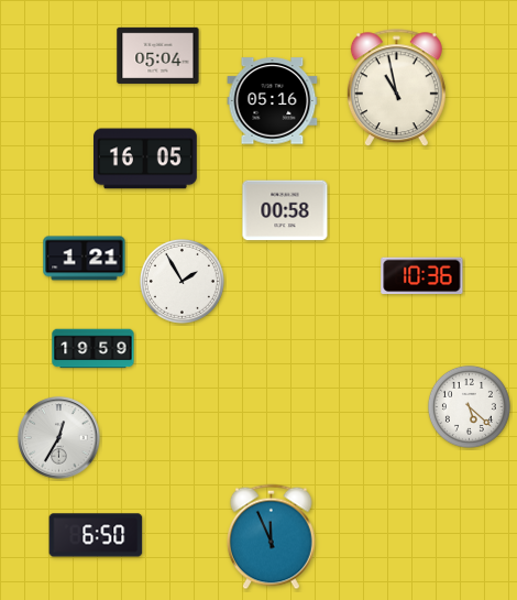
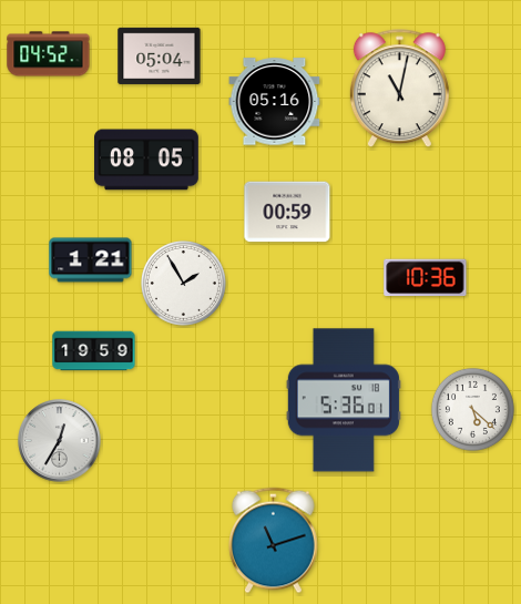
clock at (49, 54): none -> 04:52
clock at (396, 88): 10:58 -> 11:02
clock at (146, 159): 16:05 -> 08:05
clock at (285, 210): 00:58 -> 00:59
clock at (85, 259) position: (85, 259) -> (91, 260)
clock at (344, 400): none -> 5:36
clock at (96, 535): 6:50 -> none
clock at (272, 537): 11:56 -> 11:12
